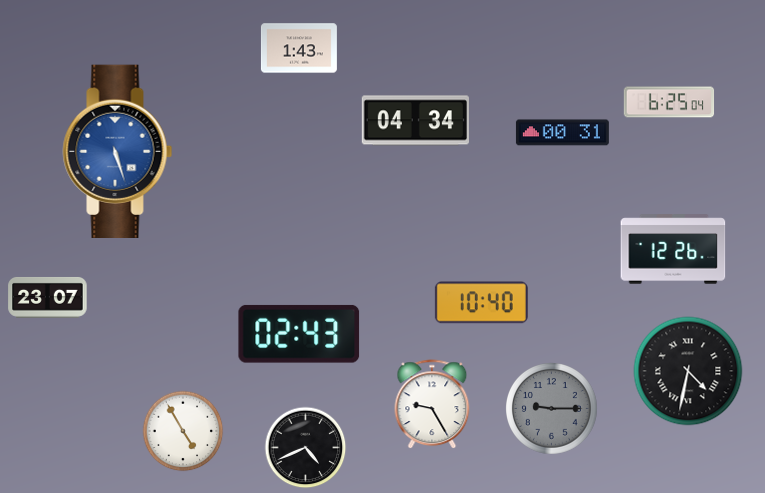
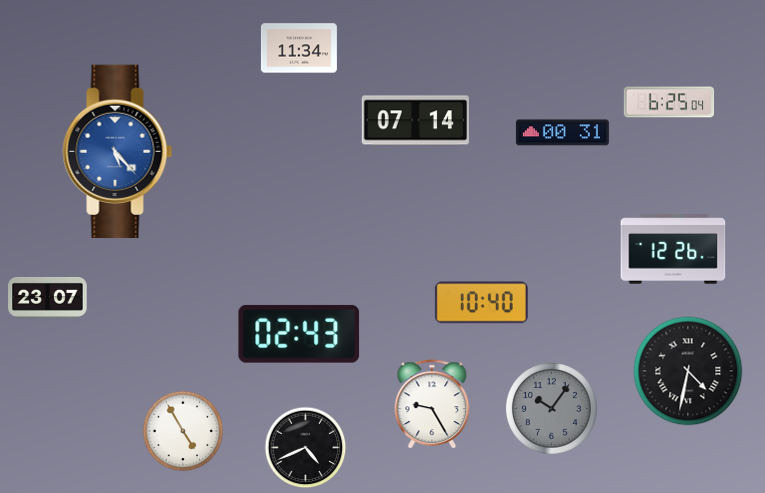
clock at (299, 48): 1:43 -> 11:34
clock at (415, 121): 04:34 -> 07:14
clock at (118, 151): 5:27 -> 5:23
clock at (552, 409): 9:15 -> 10:06
